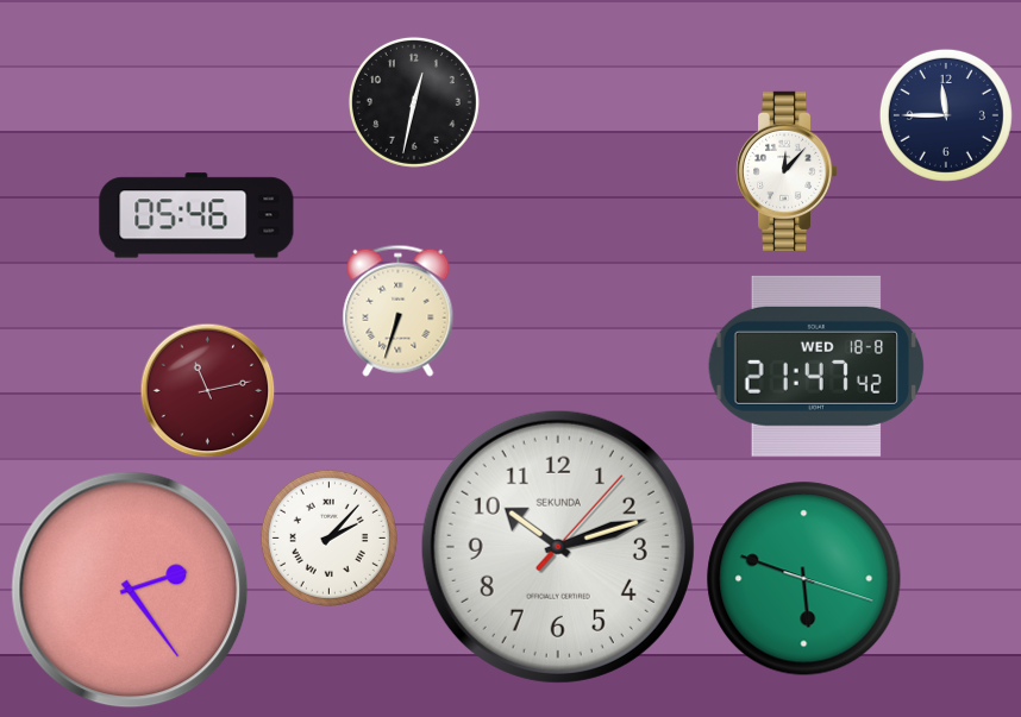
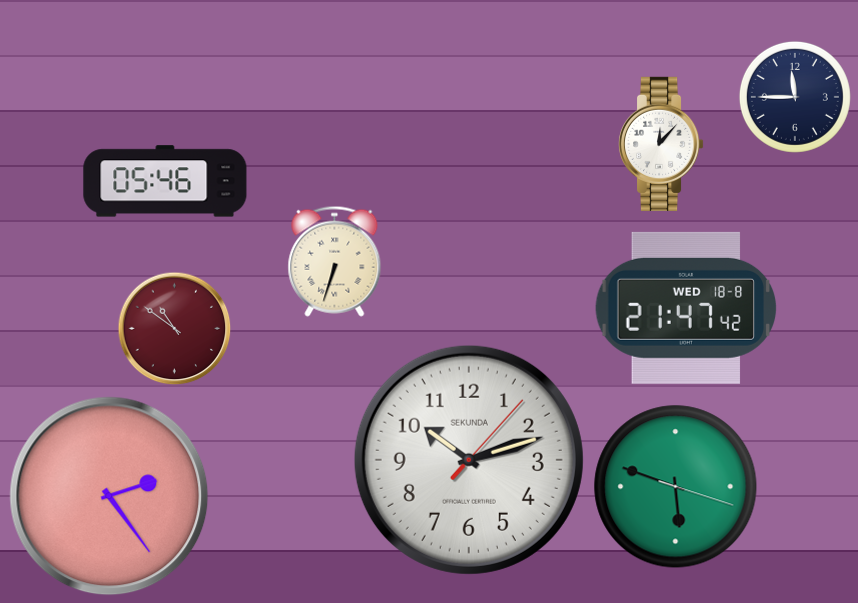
clock at (414, 102): 12:32 -> none
clock at (207, 390): 11:13 -> 10:51
clock at (328, 537): 2:07 -> none
